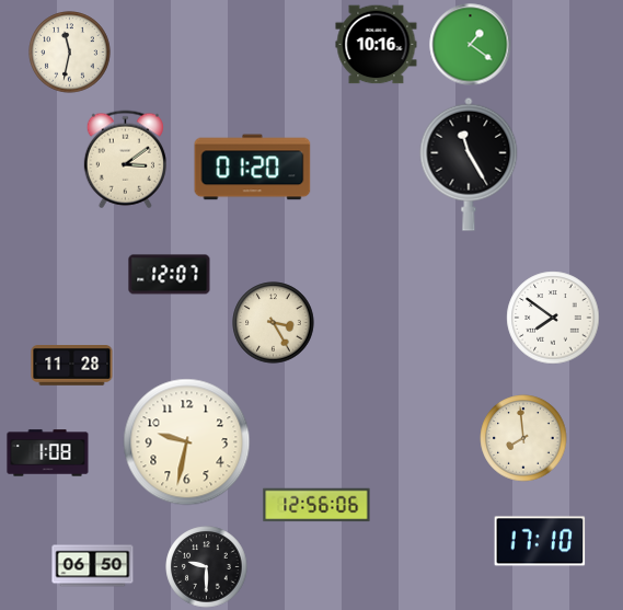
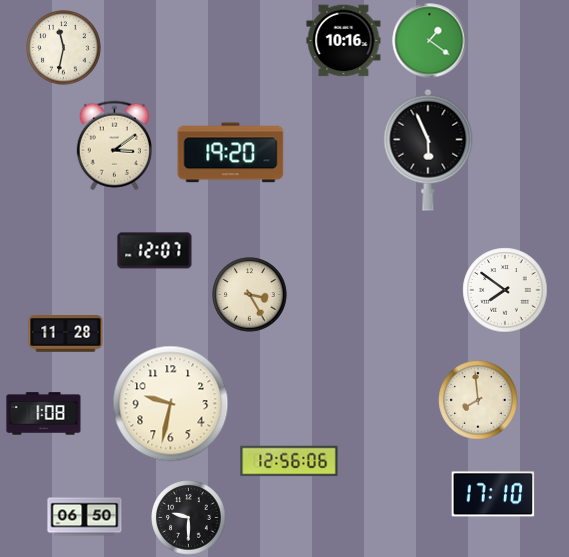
clock at (469, 164): 11:25 -> 5:56
clock at (253, 168): 01:20 -> 19:20
